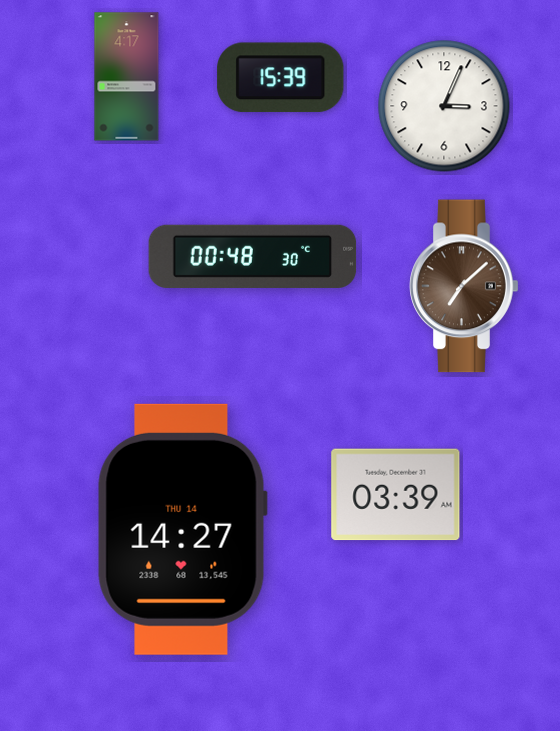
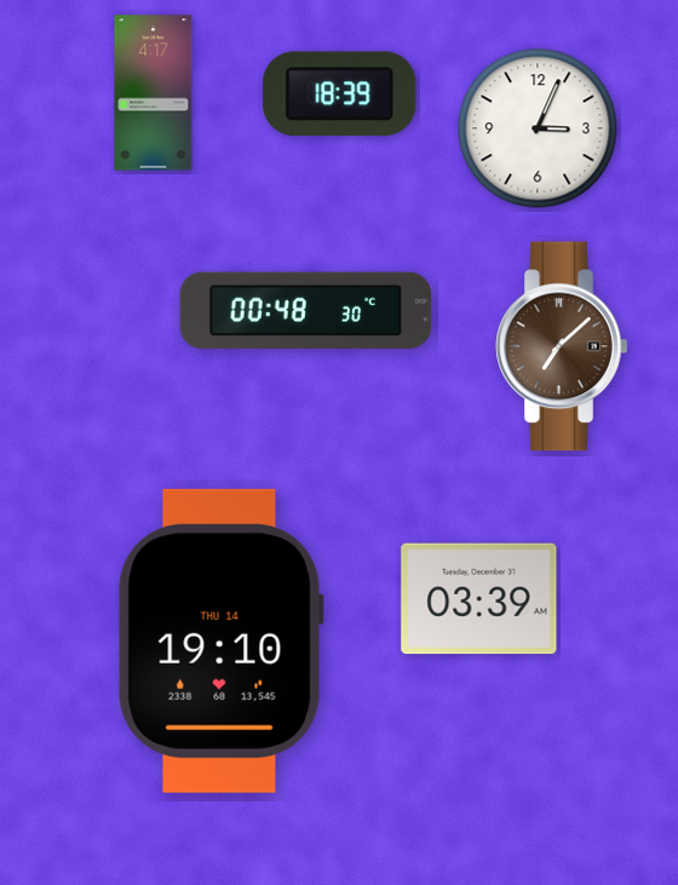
clock at (281, 78): 15:39 -> 18:39
clock at (182, 529): 14:27 -> 19:10
